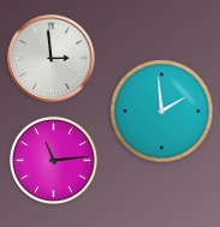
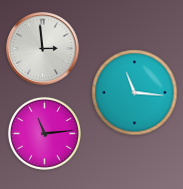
clock at (162, 112): 1:59 -> 11:16
